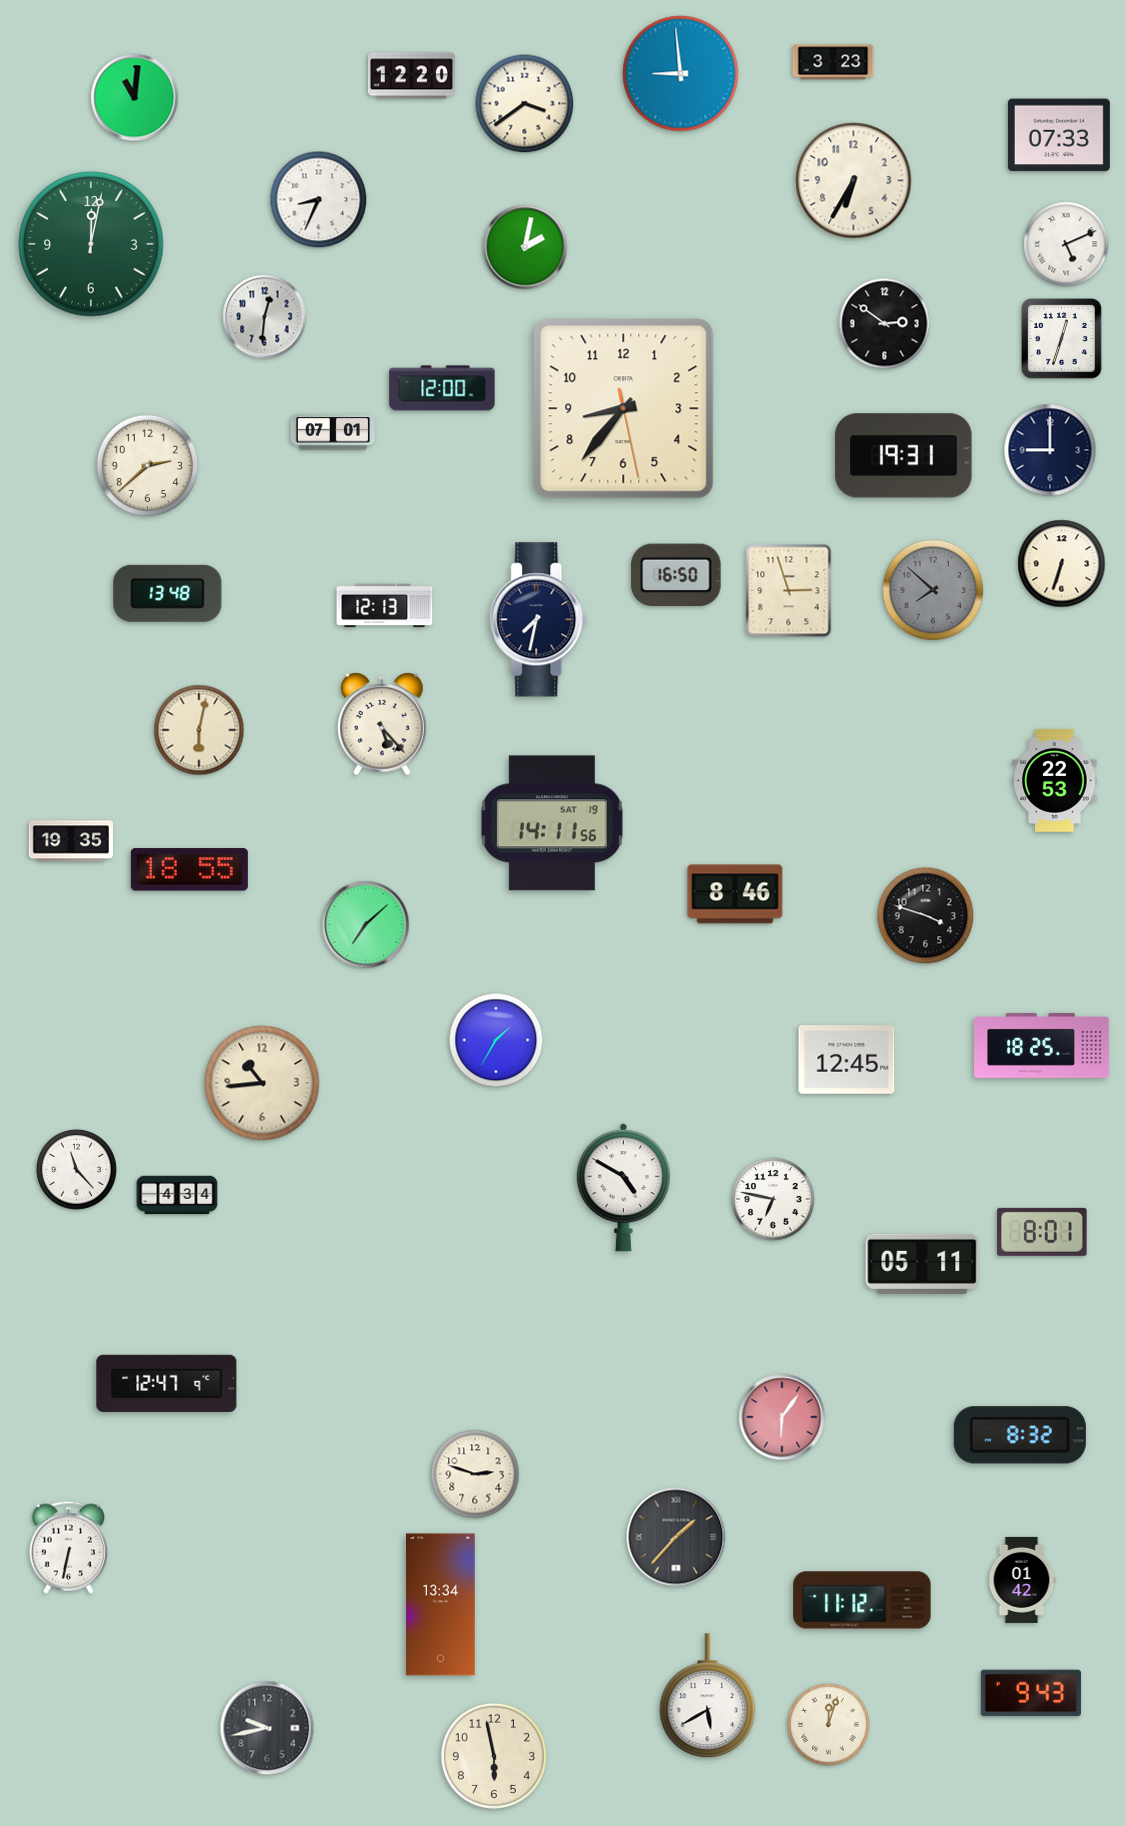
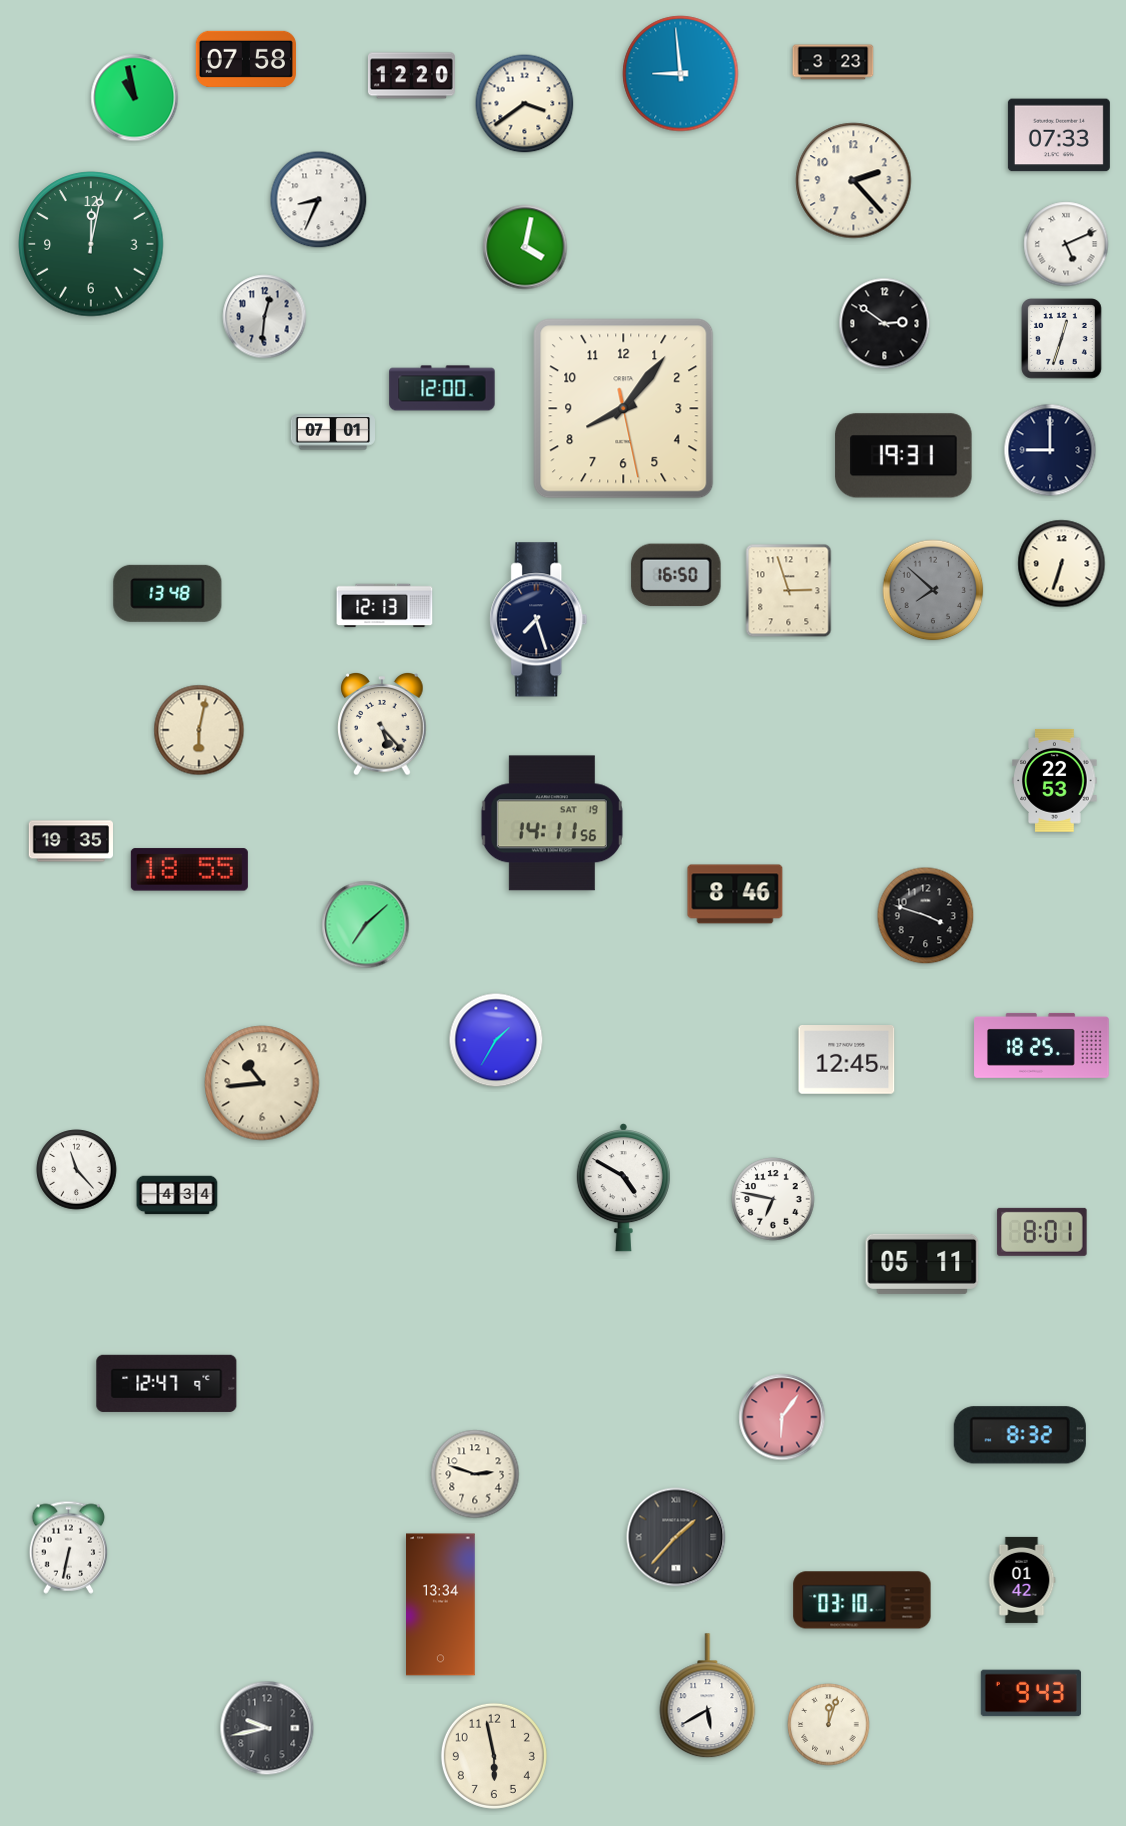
clock at (246, 59): none -> 07:58
clock at (135, 98): 11:01 -> 10:58
clock at (854, 181): 6:35 -> 2:23
clock at (525, 247): 2:02 -> 4:02
clock at (624, 409): 8:36 -> 8:06
clock at (148, 466): 2:38 -> none
clock at (539, 620): 7:32 -> 7:27
clock at (862, 1600): 11:12 -> 03:10
